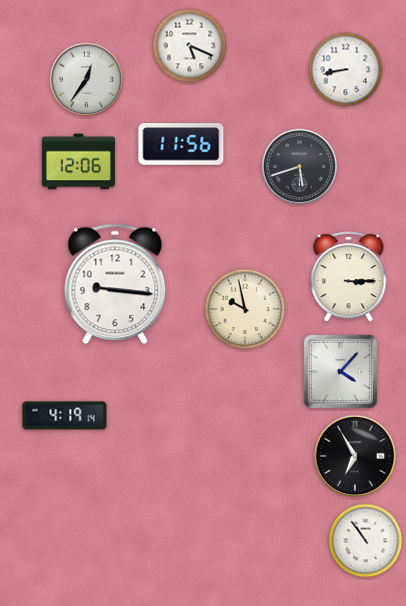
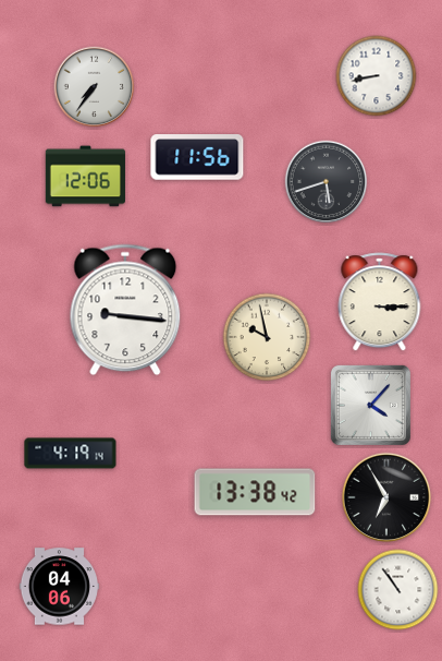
clock at (190, 46): 5:19 -> none
clock at (87, 80): 12:36 -> 7:36
clock at (255, 492): none -> 13:38
clock at (59, 587): none -> 04:06
